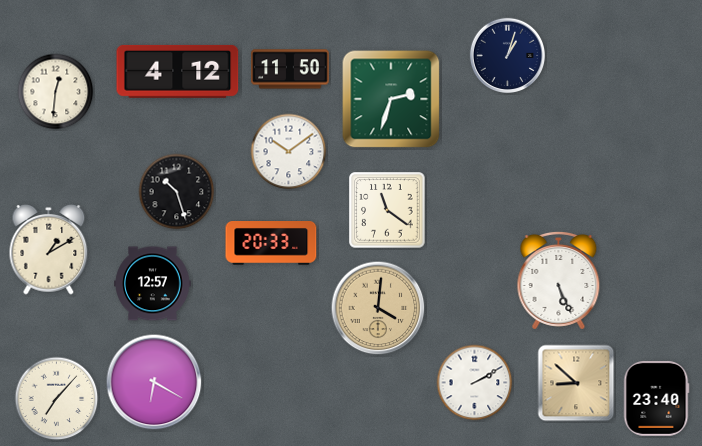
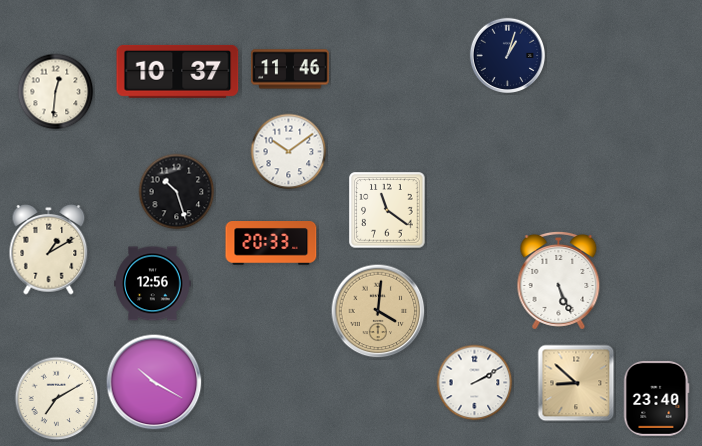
clock at (290, 69): 11:50 -> 11:46
clock at (178, 71): 4:12 -> 10:37
clock at (391, 99): 2:33 -> none
clock at (153, 284): 12:57 -> 12:56
clock at (378, 308) position: (378, 308) -> (378, 311)
clock at (154, 382): 6:20 -> 10:20
clock at (57, 399): 7:07 -> 7:10
